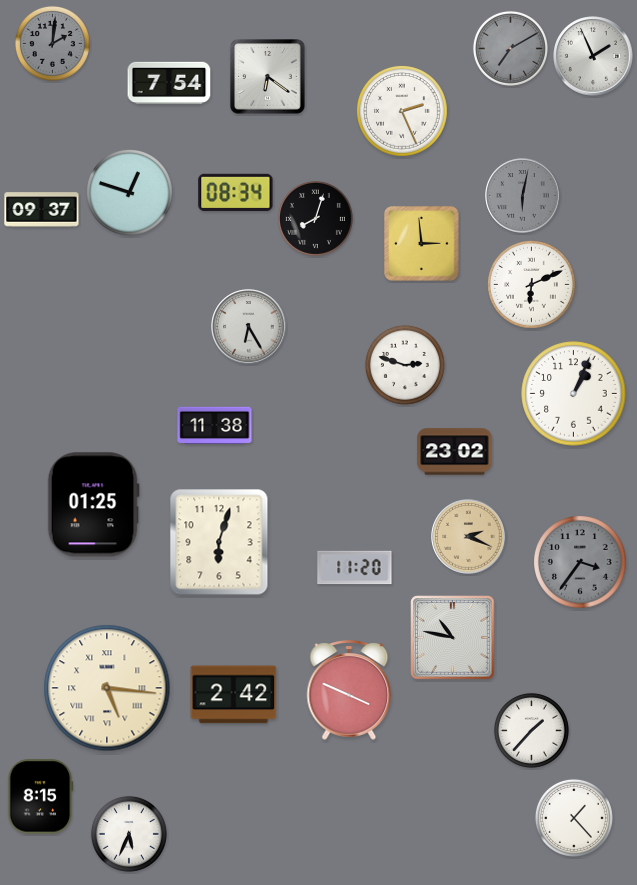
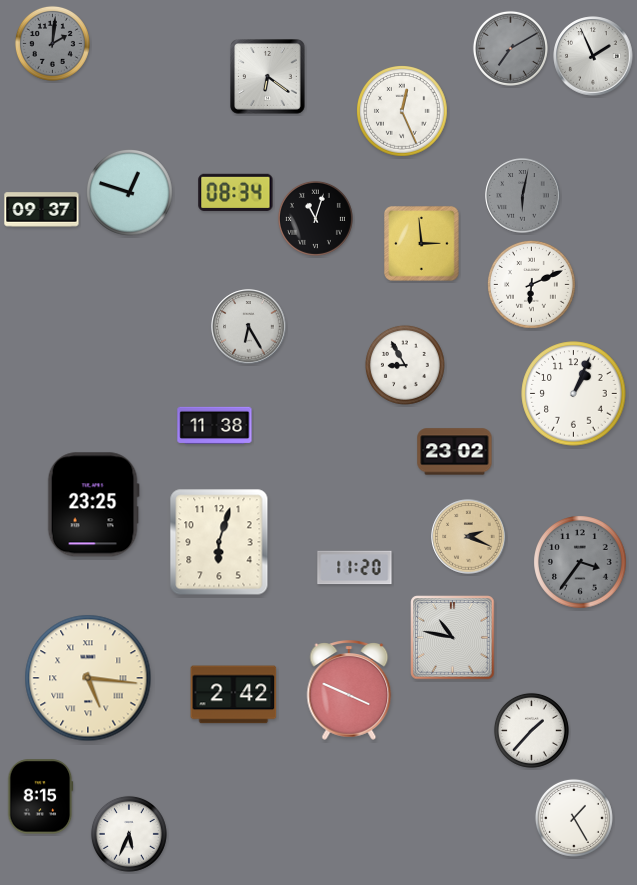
clock at (169, 83): 7:54 -> none
clock at (403, 112): 2:26 -> 12:26
clock at (315, 218): 8:03 -> 11:03
clock at (405, 365): 2:48 -> 8:55
clock at (93, 505): 01:25 -> 23:25
clock at (107, 688) position: (107, 688) -> (88, 678)
clock at (574, 818): 1:23 -> 1:25
